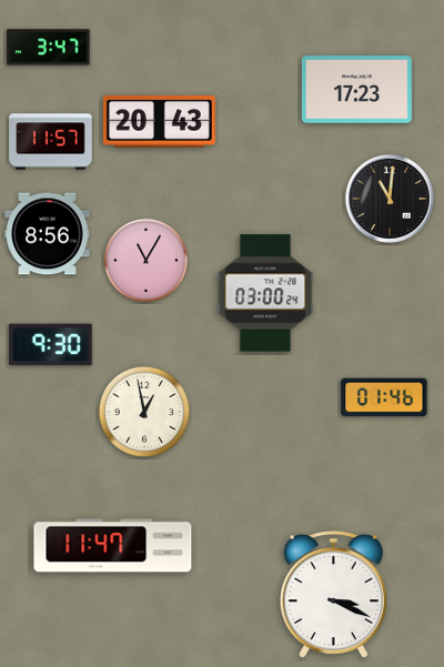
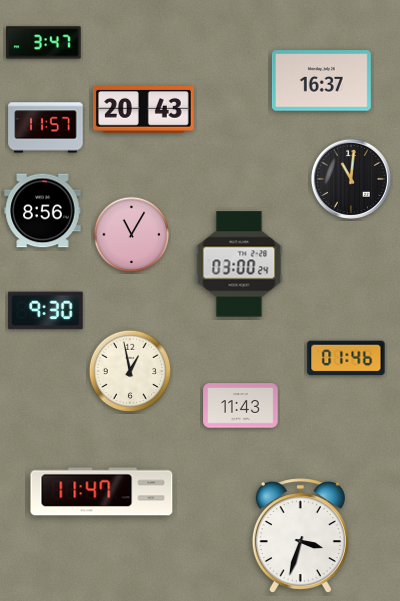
clock at (356, 90): 17:23 -> 16:37
clock at (241, 406): none -> 11:43
clock at (333, 595): 3:19 -> 3:33
